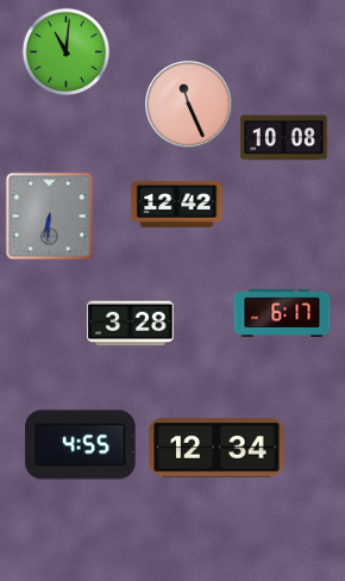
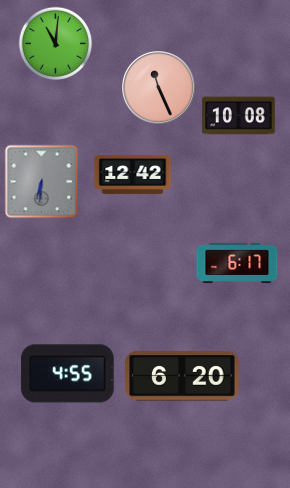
clock at (177, 204) position: (177, 204) -> (133, 174)
clock at (131, 324): 3:28 -> none
clock at (217, 448): 12:34 -> 6:20
